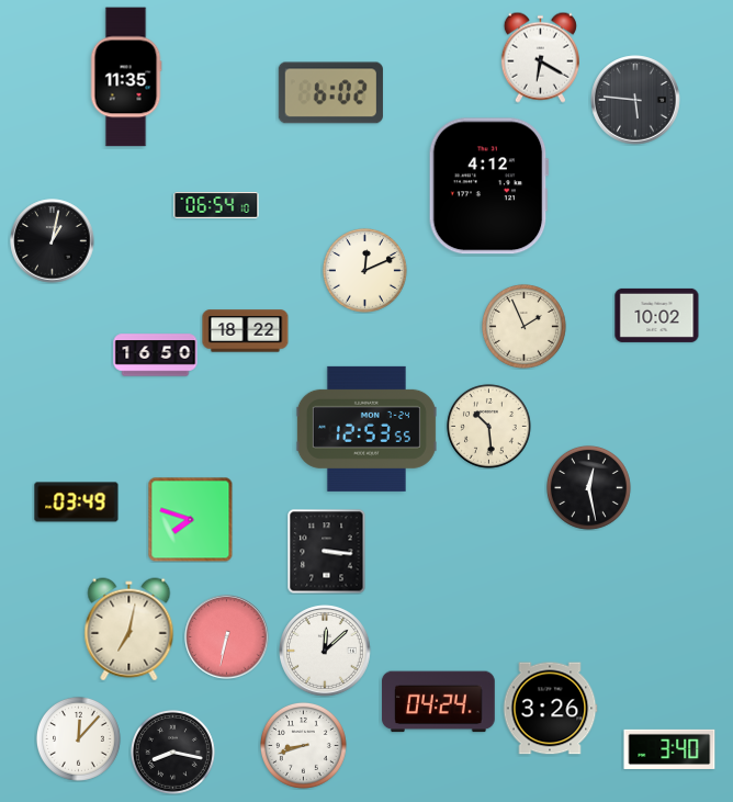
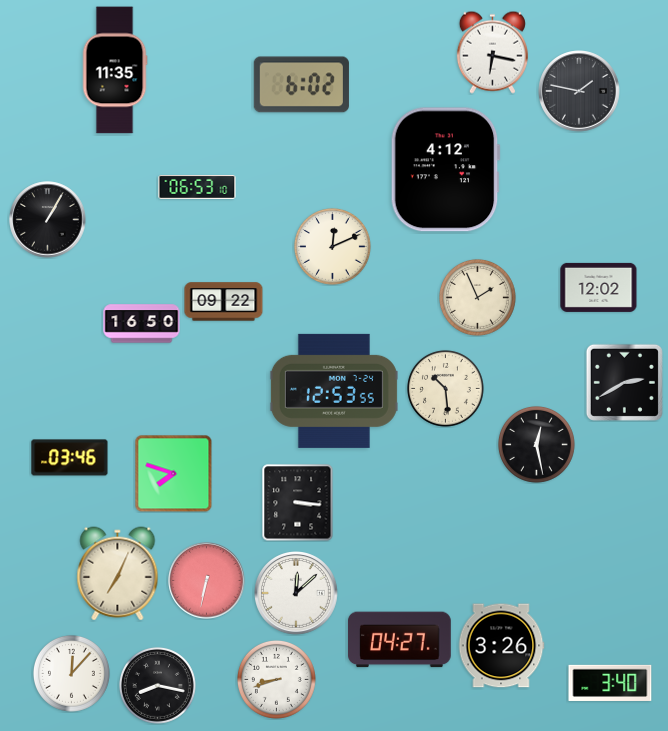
clock at (540, 57): 6:20 -> 6:17
clock at (635, 100): 5:46 -> 1:47
clock at (216, 206): 06:54 -> 06:53
clock at (53, 241): 1:02 -> 1:05
clock at (657, 315): 10:02 -> 12:02
clock at (246, 331): 18:22 -> 09:22
clock at (624, 382): none -> 2:40
clock at (77, 502): 03:49 -> 03:46
clock at (129, 630): 7:02 -> 7:04
clock at (439, 702): 04:24 -> 04:27
